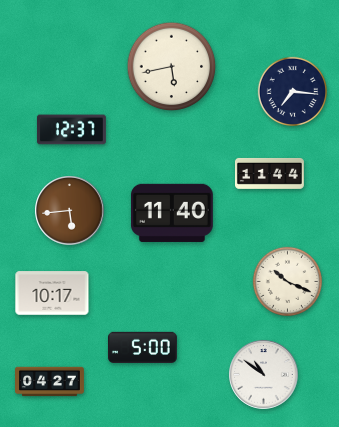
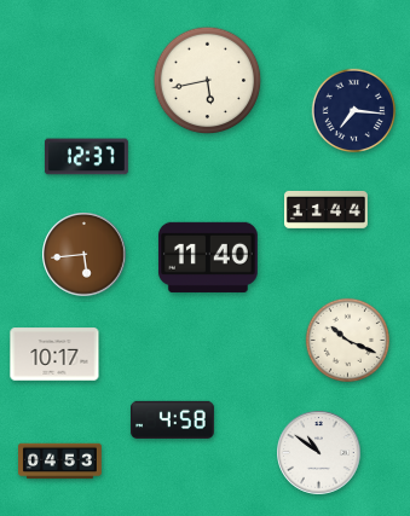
clock at (52, 293) position: (52, 293) -> (54, 354)
clock at (142, 347): 5:00 -> 4:58
clock at (50, 382): 04:27 -> 04:53
